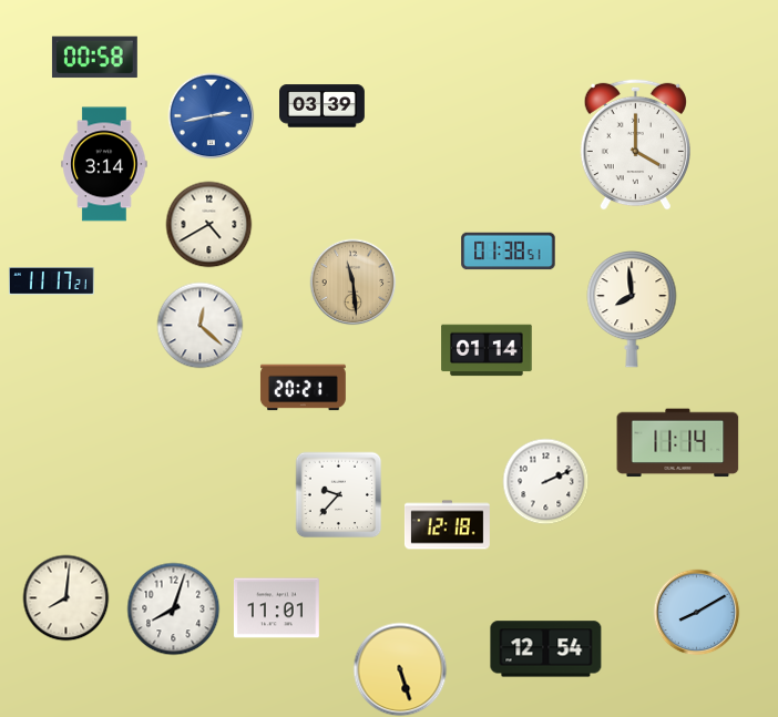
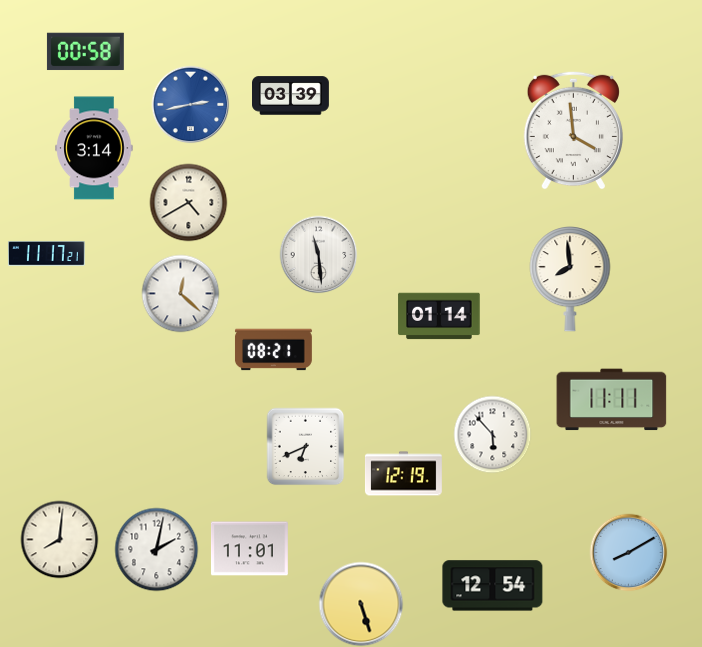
clock at (635, 144): 4:00 -> 3:59
clock at (509, 252): 01:38 -> none
clock at (352, 281) dial: champagne -> white
clock at (303, 388): 20:21 -> 08:21
clock at (678, 443): 11:14 -> 11:11
clock at (545, 481): 2:11 -> 5:53
clock at (338, 494): 9:37 -> 6:41
clock at (447, 525): 12:18 -> 12:19
clock at (173, 608): 8:03 -> 2:02
